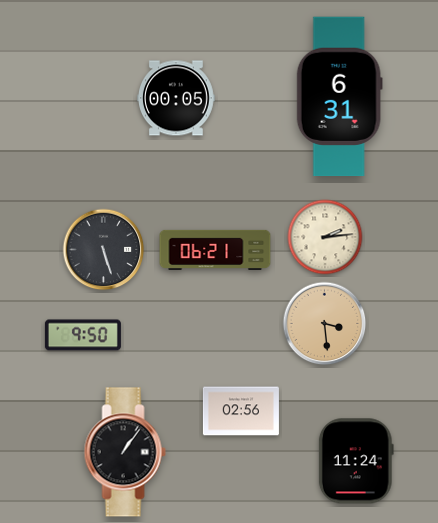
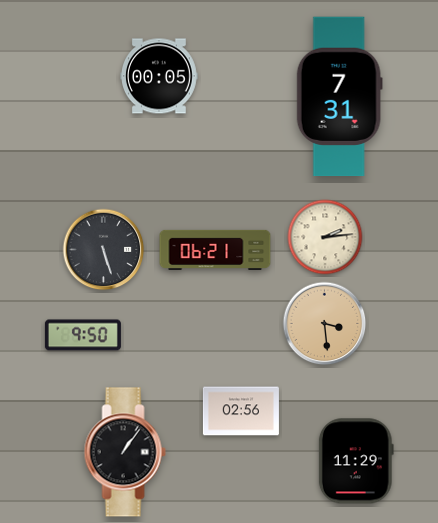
clock at (339, 97): 6:31 -> 7:31
clock at (177, 98) position: (177, 98) -> (160, 76)
clock at (356, 461): 11:24 -> 11:29
